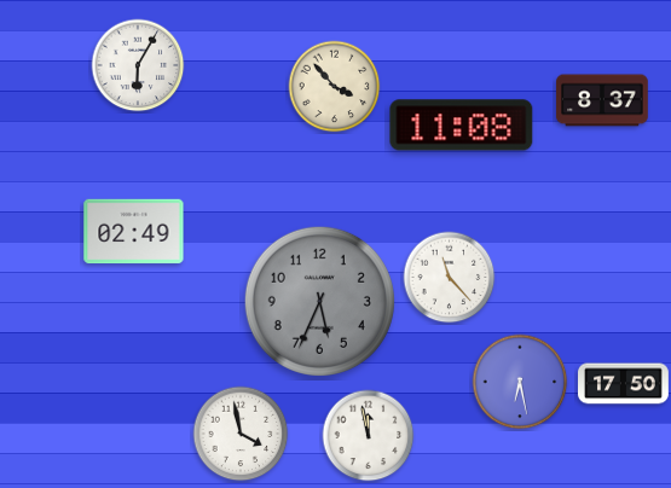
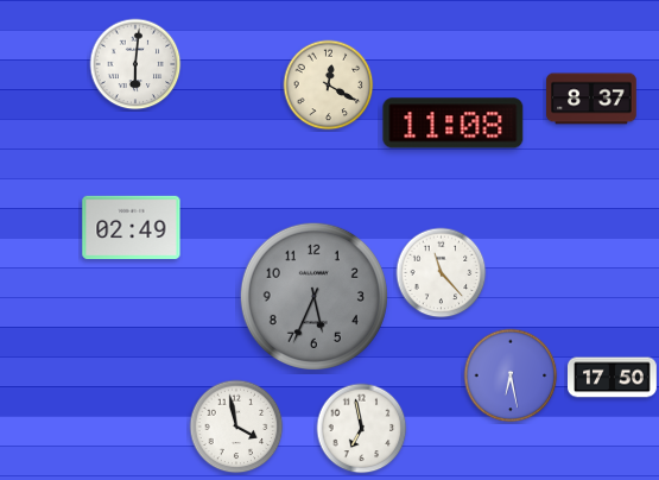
clock at (138, 65): 6:05 -> 6:01
clock at (335, 87): 3:53 -> 12:20
clock at (369, 436): 11:58 -> 6:58
